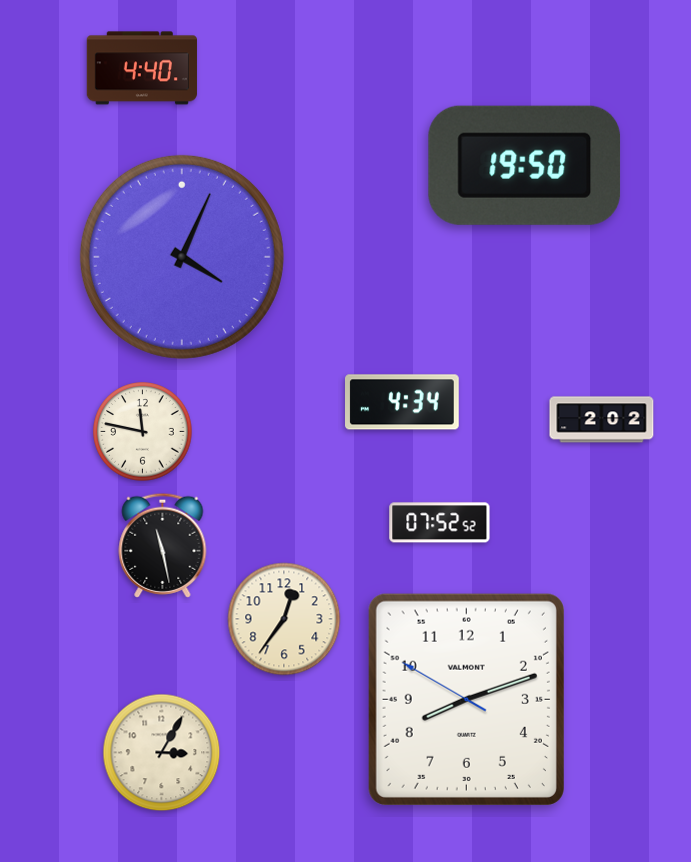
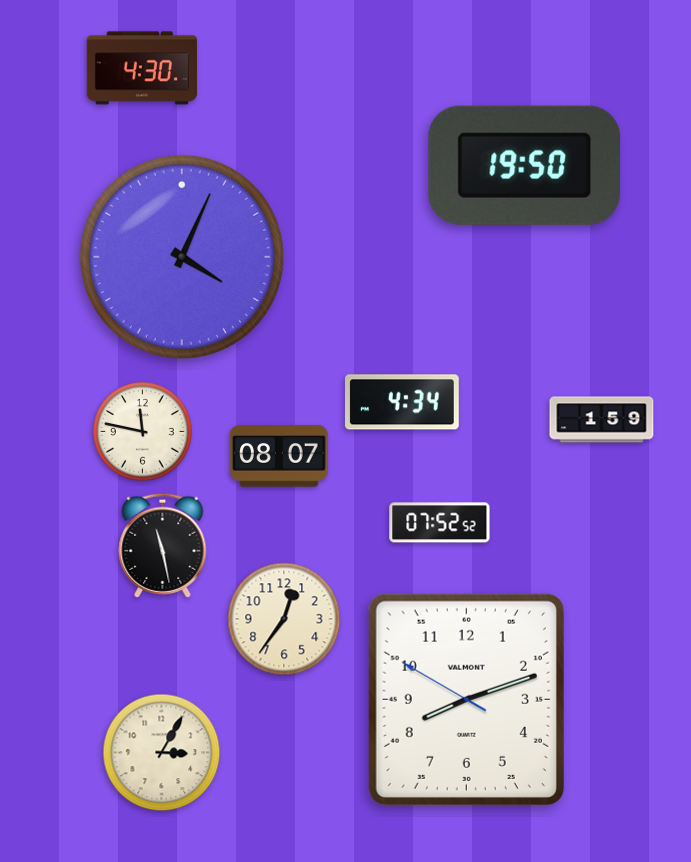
clock at (142, 68): 4:40 -> 4:30
clock at (602, 420): 2:02 -> 1:59
clock at (279, 456): none -> 08:07
